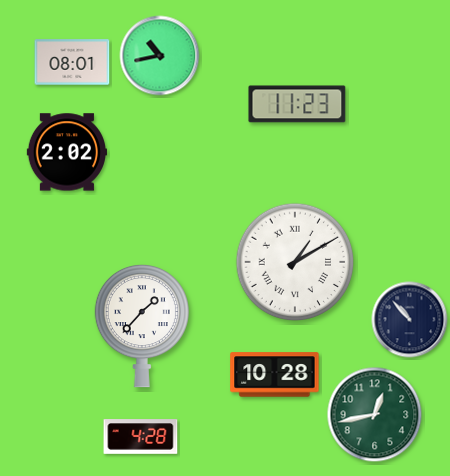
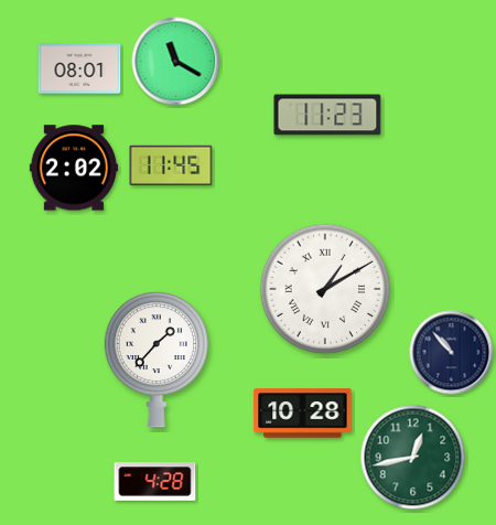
clock at (160, 56): 10:43 -> 11:20
clock at (171, 164): none -> 11:45
